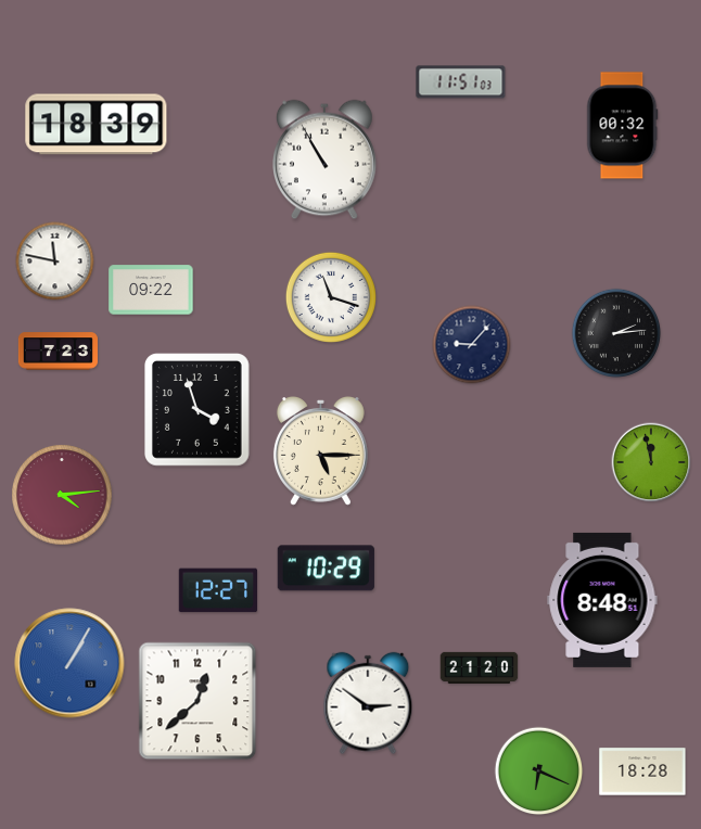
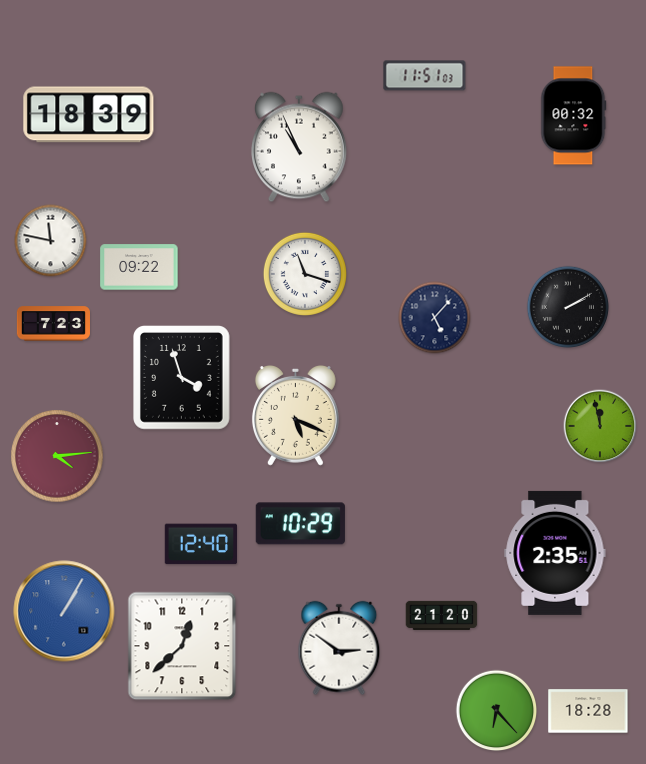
clock at (326, 160): 10:55 -> 10:56
clock at (615, 332): 2:14 -> 2:10
clock at (472, 345): 9:07 -> 5:07
clock at (320, 451): 5:15 -> 5:19
clock at (217, 590): 12:27 -> 12:40
clock at (602, 600): 8:48 -> 2:35
clock at (539, 771): 6:19 -> 6:23
clock at (642, 771) position: (642, 771) -> (588, 711)
